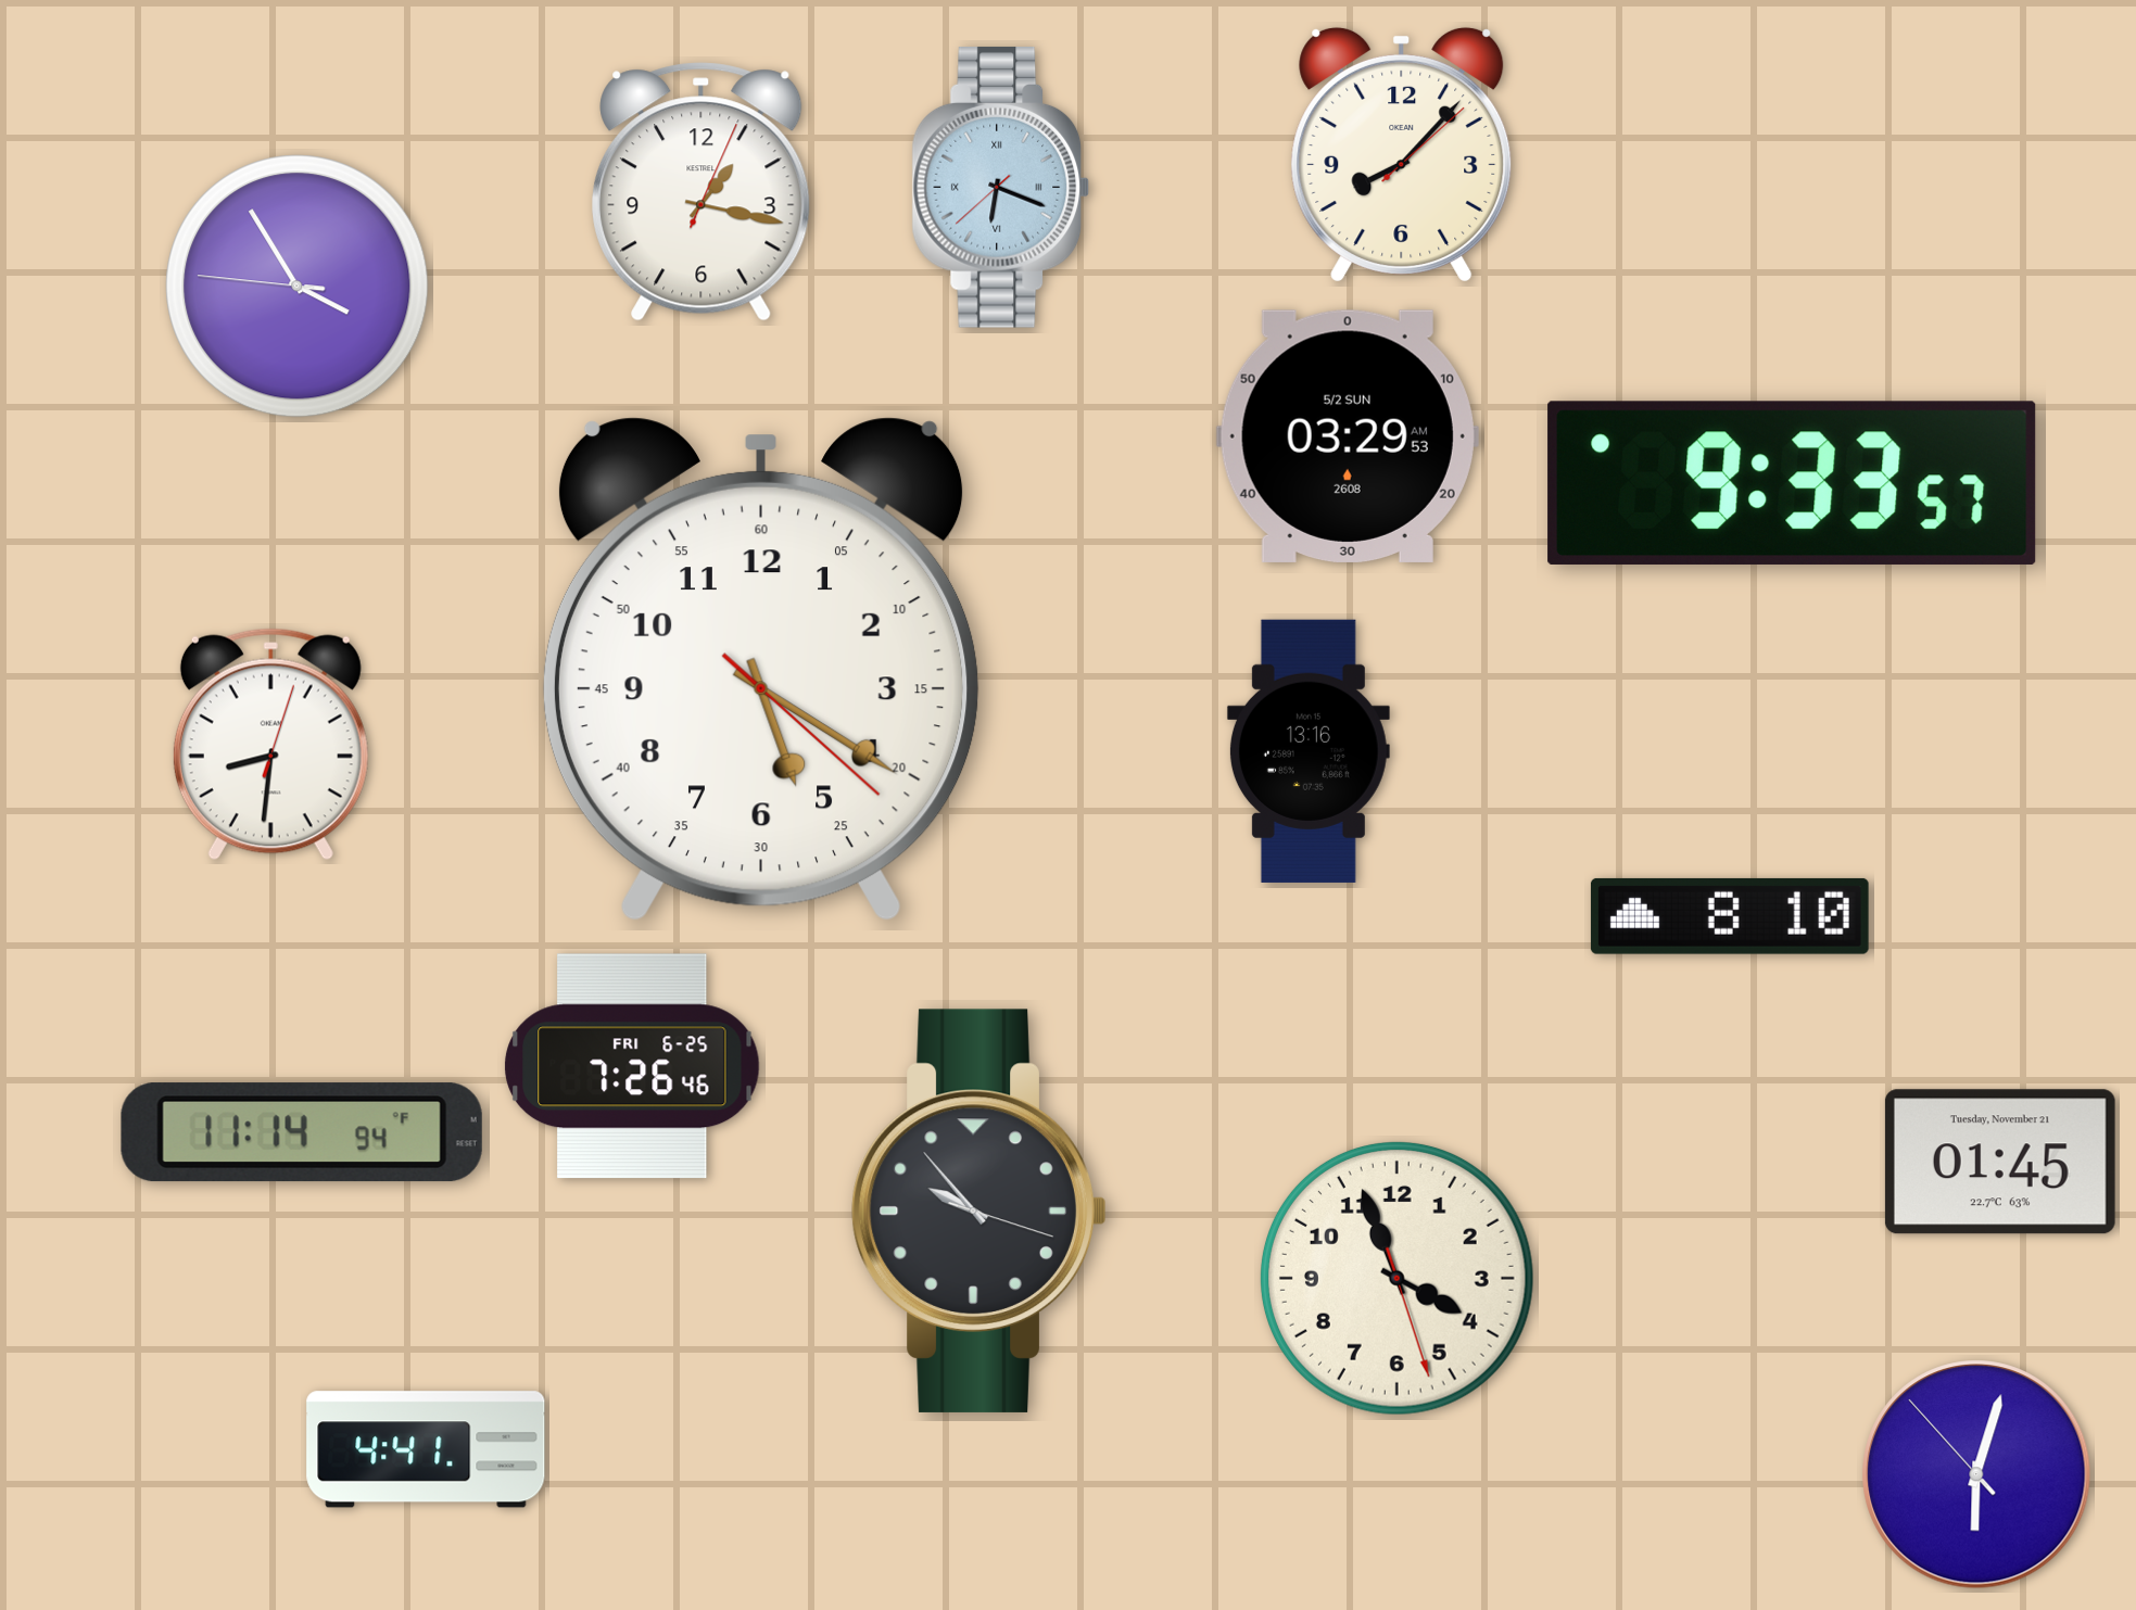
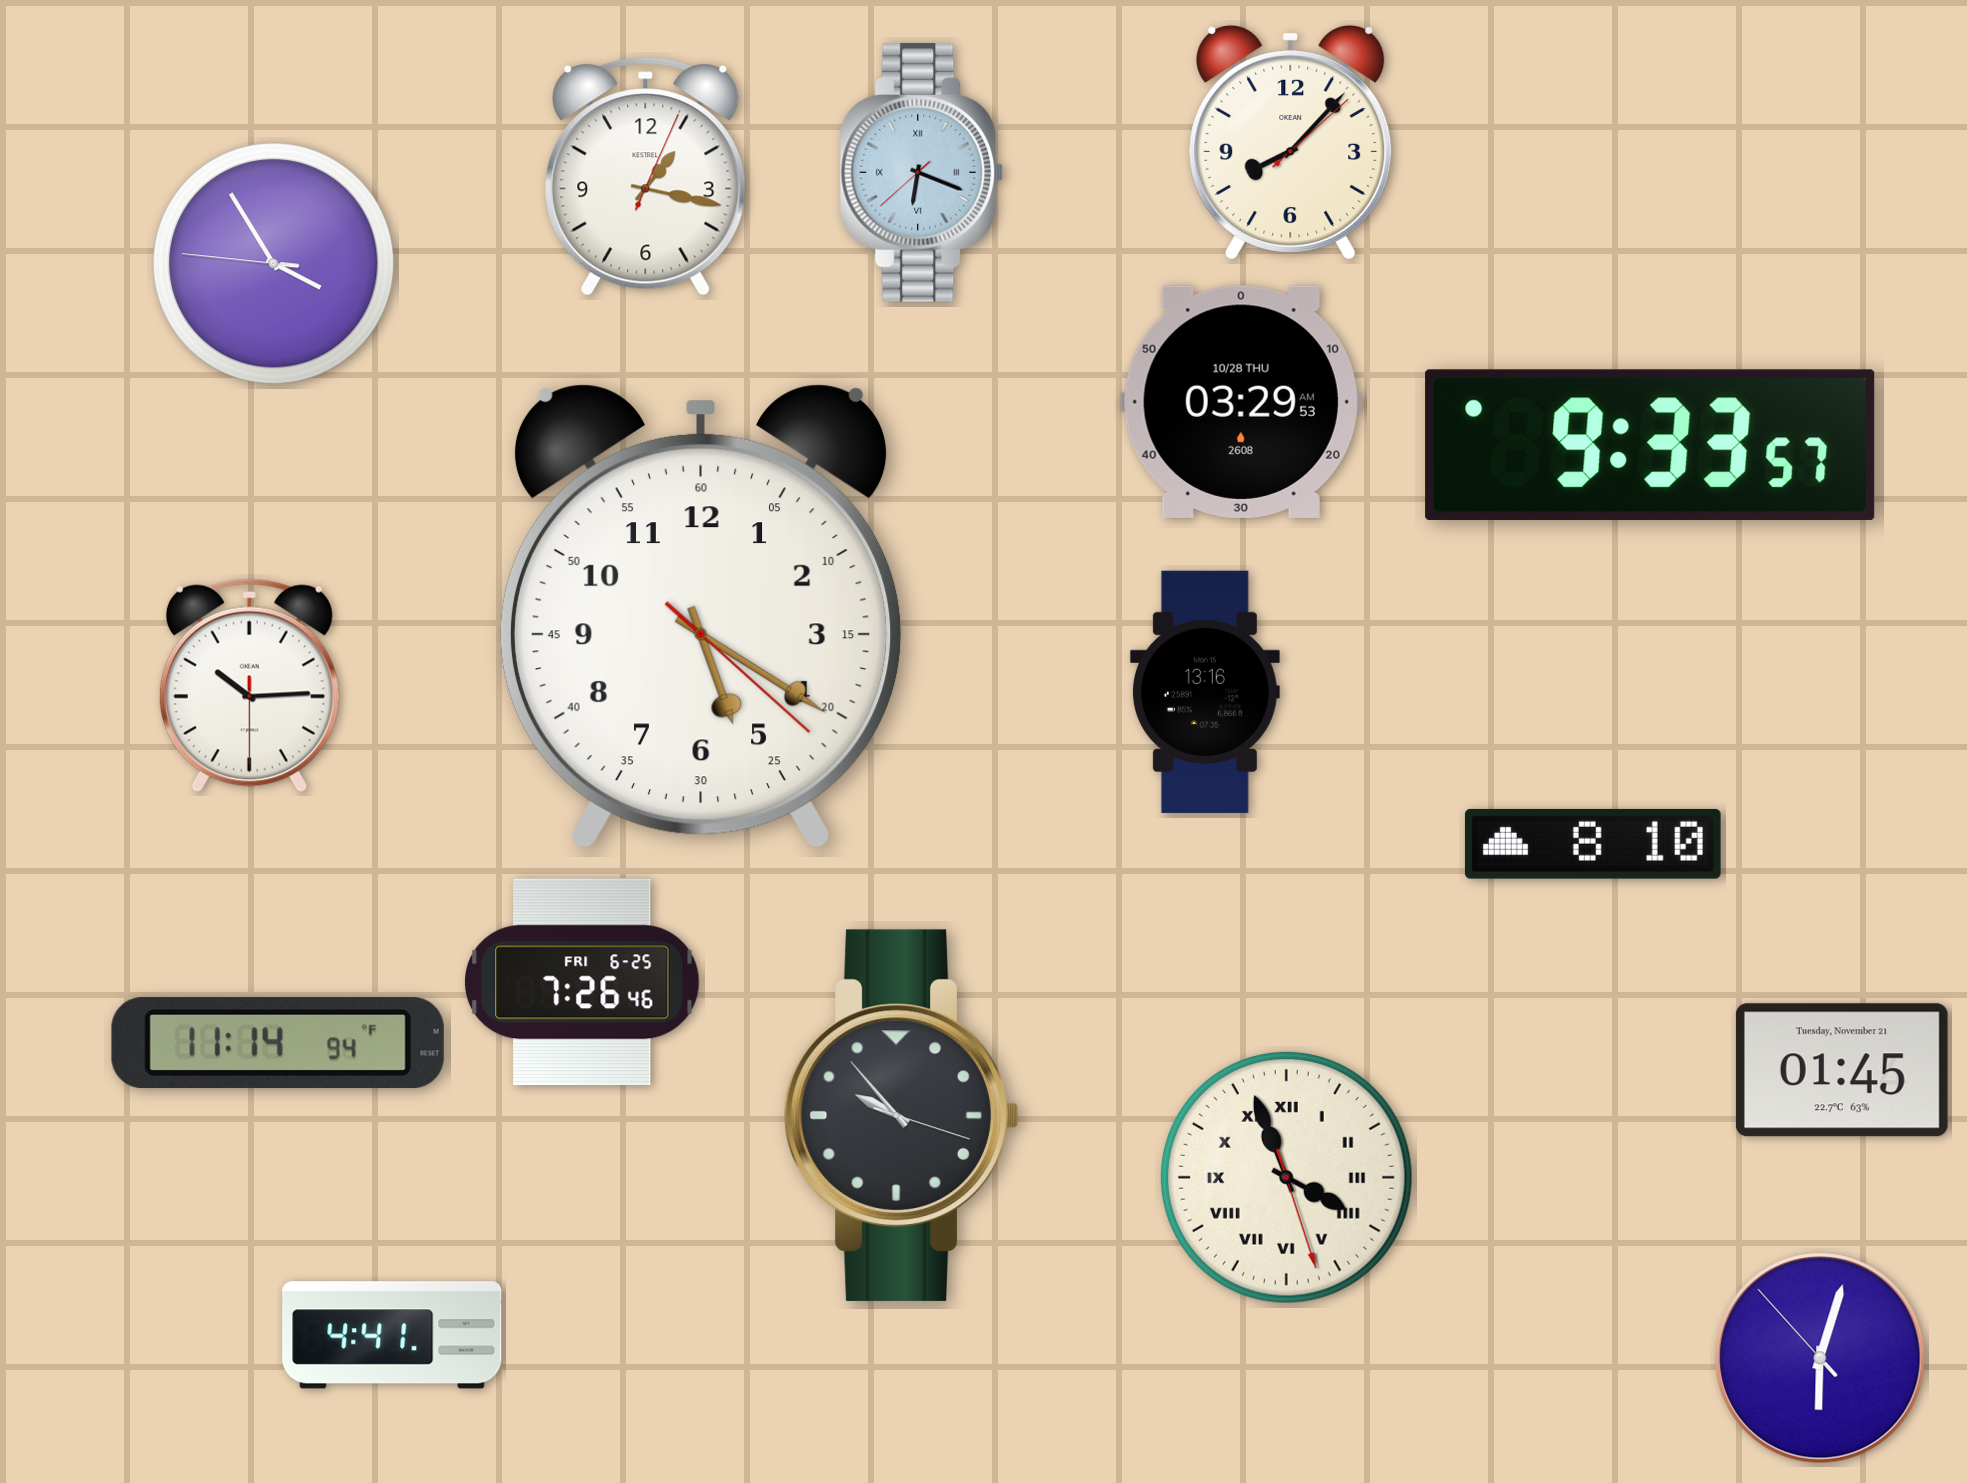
clock at (1348, 436) date: 5/2 SUN -> 10/28 THU
clock at (270, 745): 8:31 -> 10:14
clock at (1396, 1278) numerals: Arabic -> Roman
